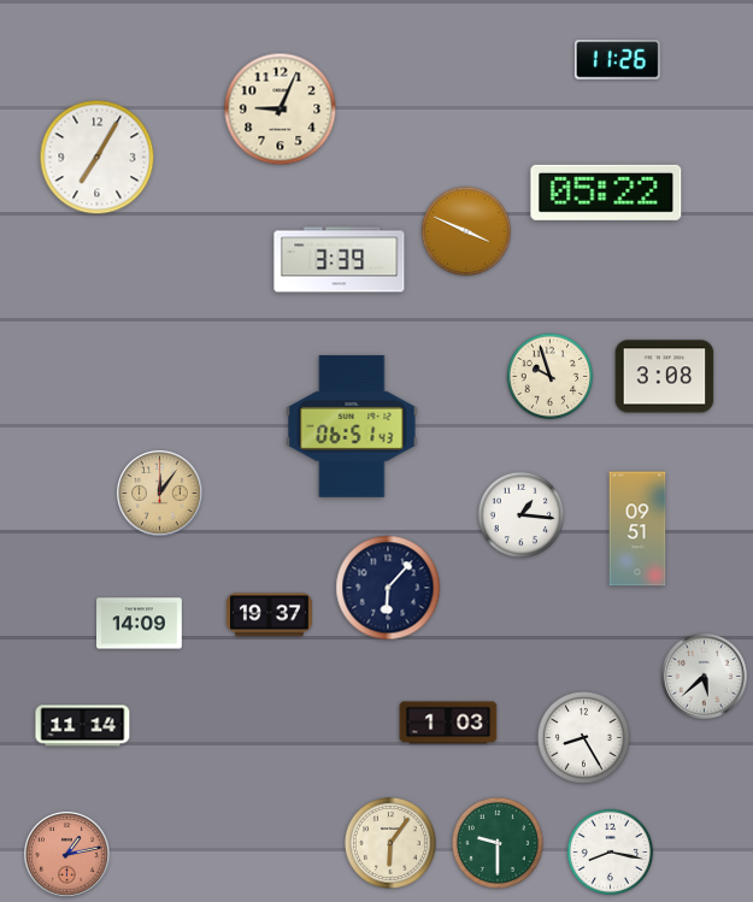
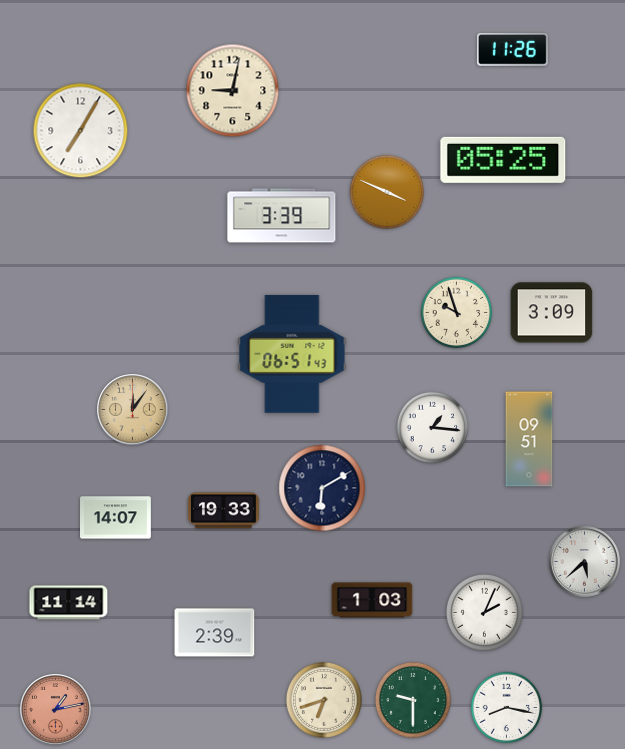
clock at (281, 110): 9:04 -> 9:02
clock at (606, 193): 05:22 -> 05:25
clock at (665, 377): 3:08 -> 3:09
clock at (388, 588): 6:07 -> 6:10
clock at (269, 615): 19:37 -> 19:33
clock at (140, 624): 14:09 -> 14:07
clock at (583, 737): 8:25 -> 2:04
clock at (215, 633): none -> 2:39
clock at (390, 843): 6:06 -> 6:42
